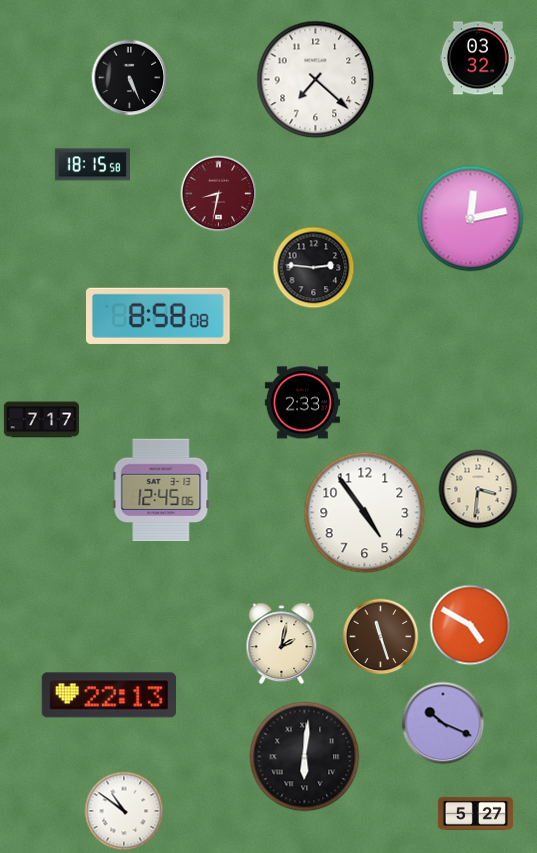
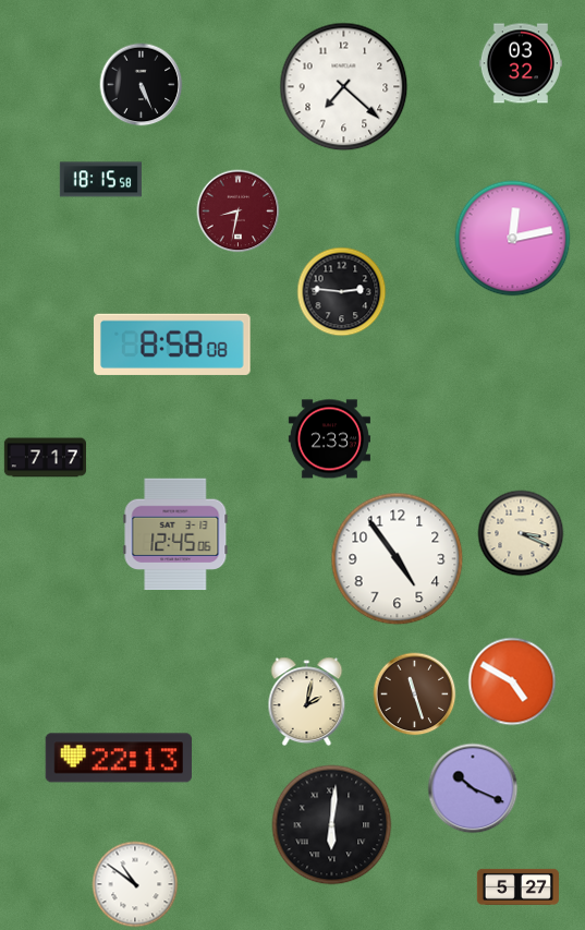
clock at (478, 489): 3:31 -> 3:19
clock at (443, 723) position: (443, 723) -> (473, 788)
